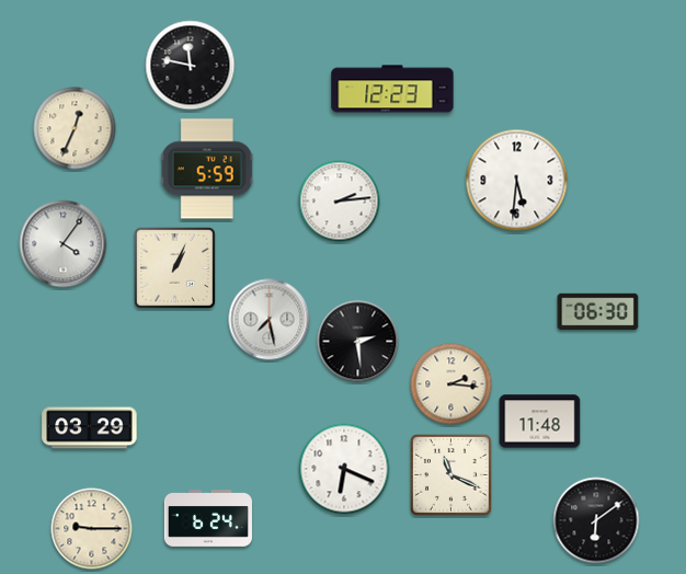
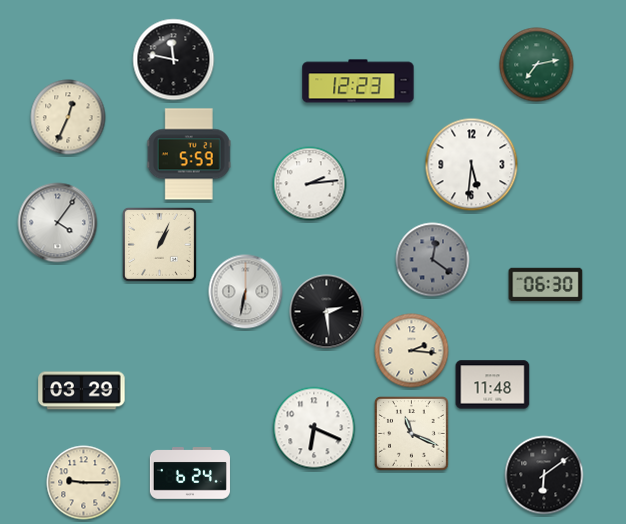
clock at (537, 65): none -> 7:13
clock at (433, 260): none -> 12:21
clock at (270, 320): 7:28 -> 6:32
